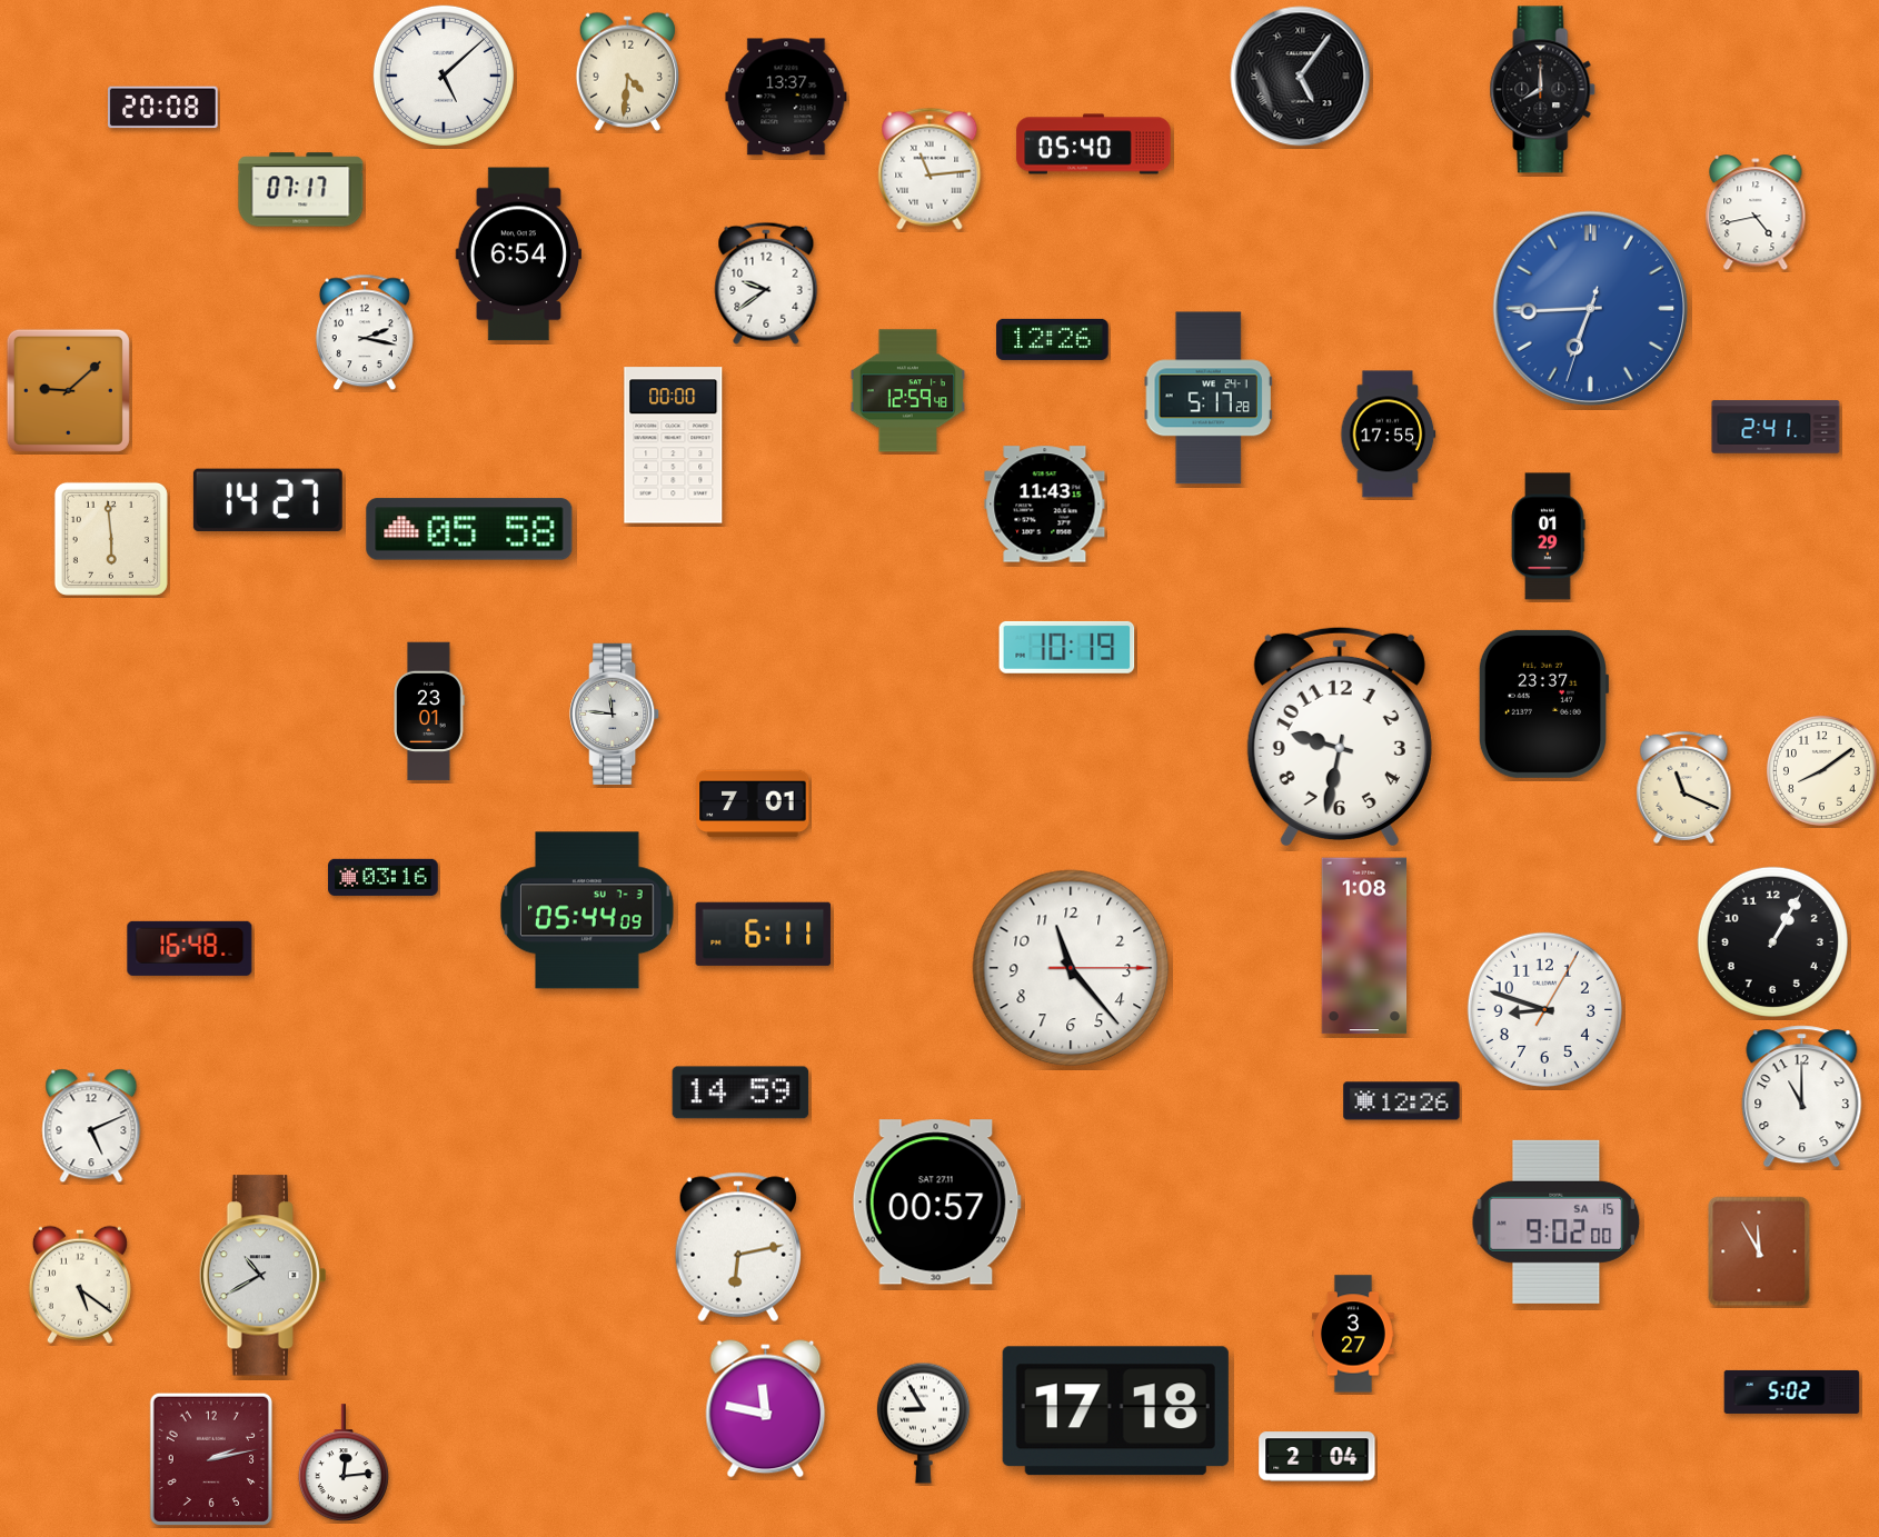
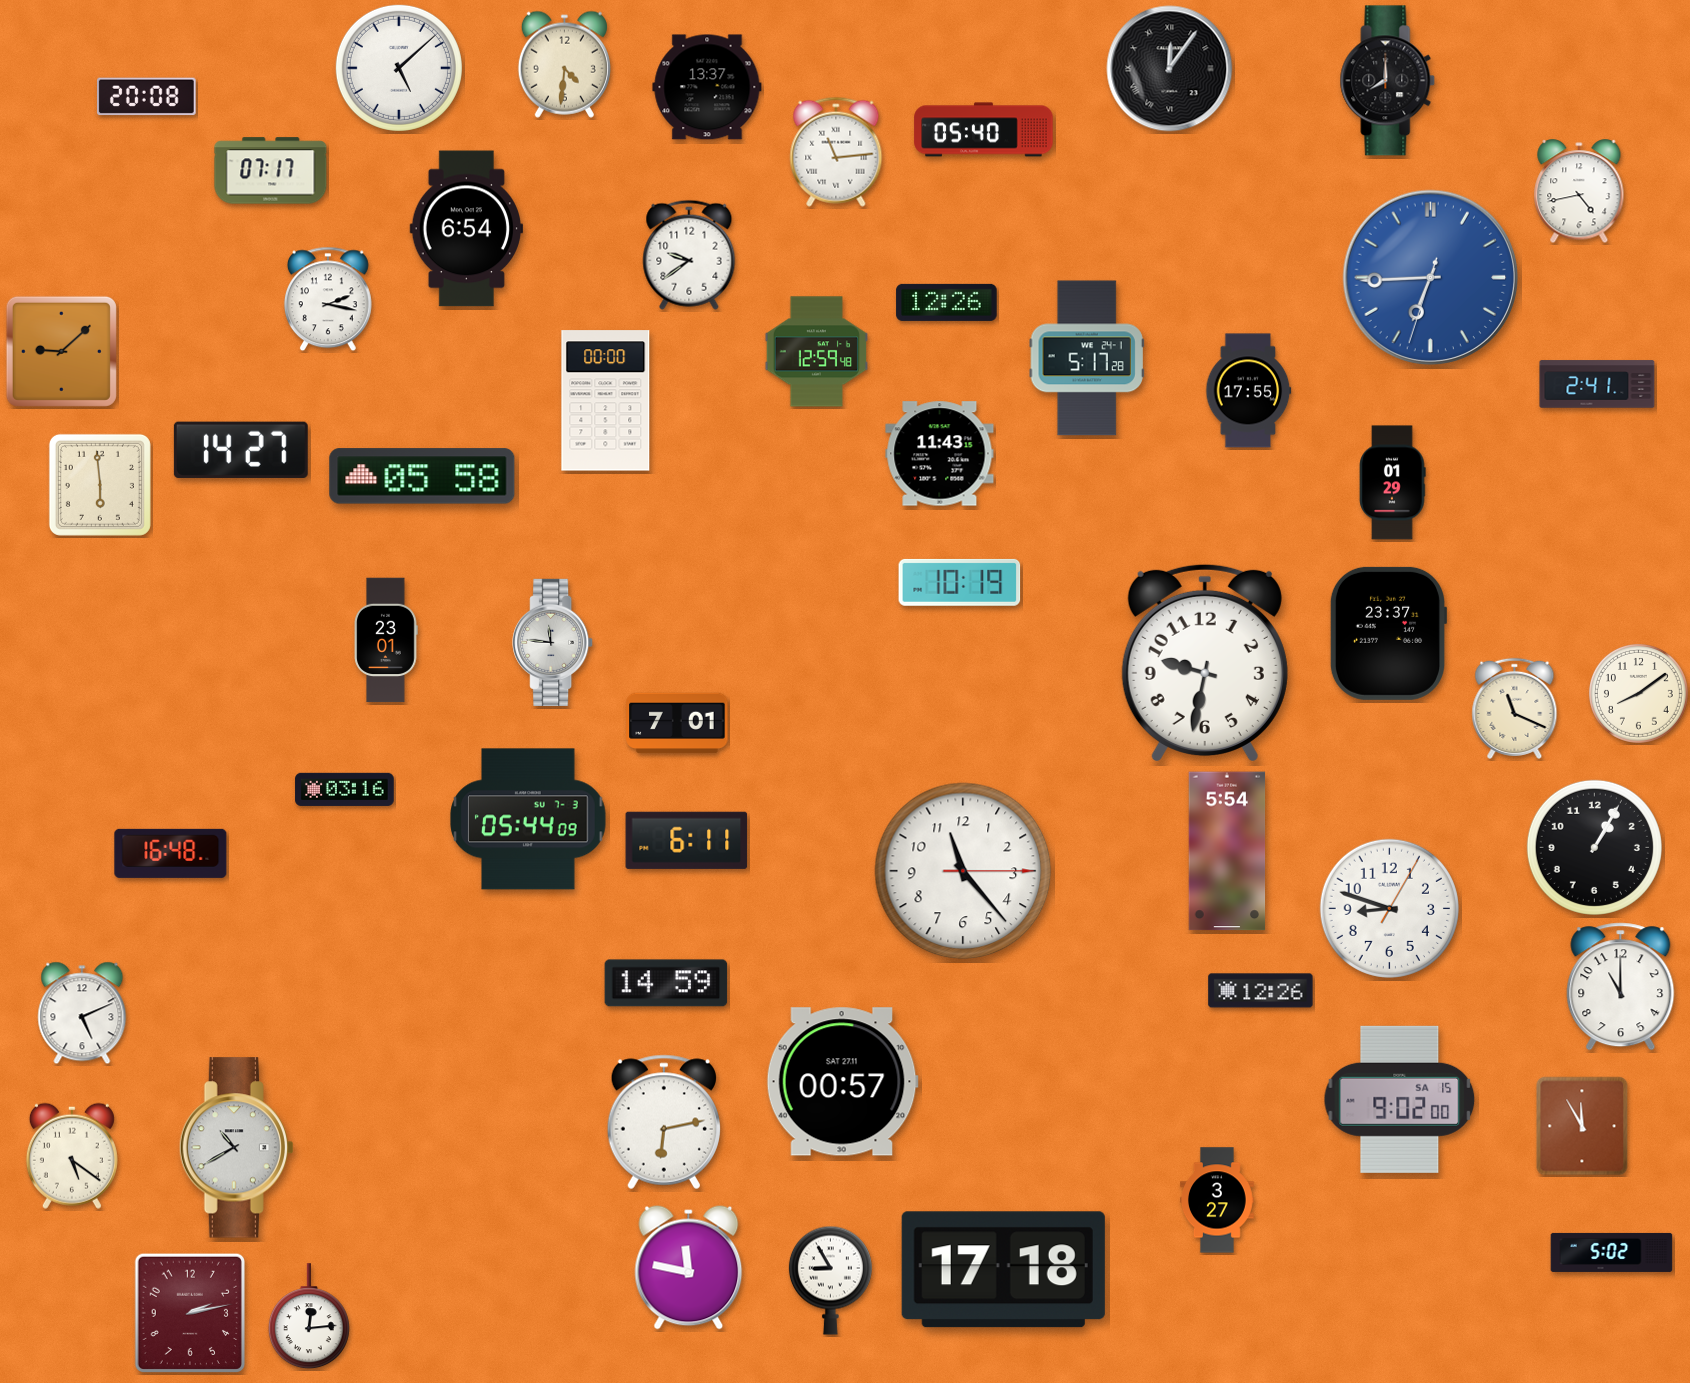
clock at (1301, 77): 5:06 -> 12:06
clock at (1053, 339) position: (1053, 339) -> (947, 302)
clock at (1364, 946): 1:08 -> 5:54
clock at (1318, 1457): 2:04 -> none
